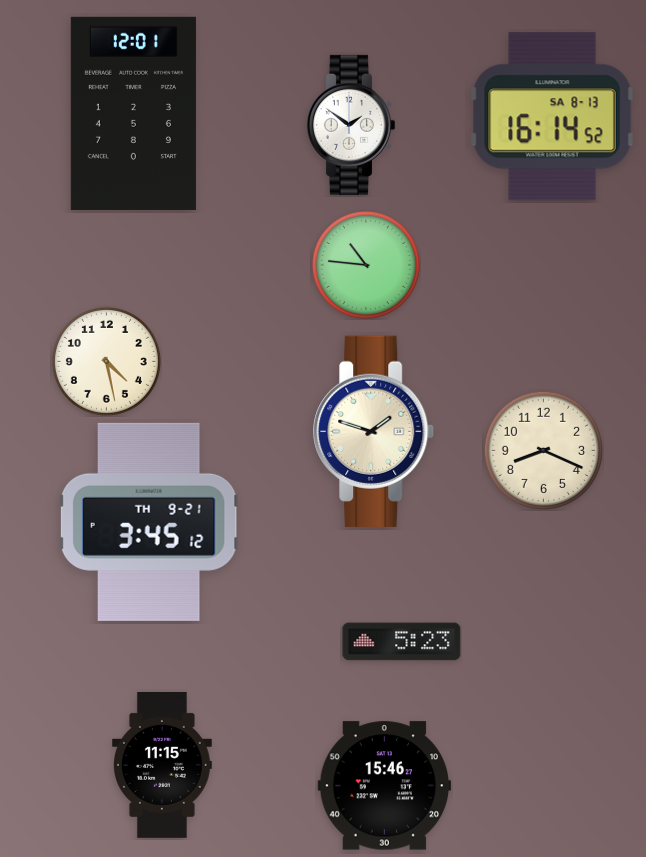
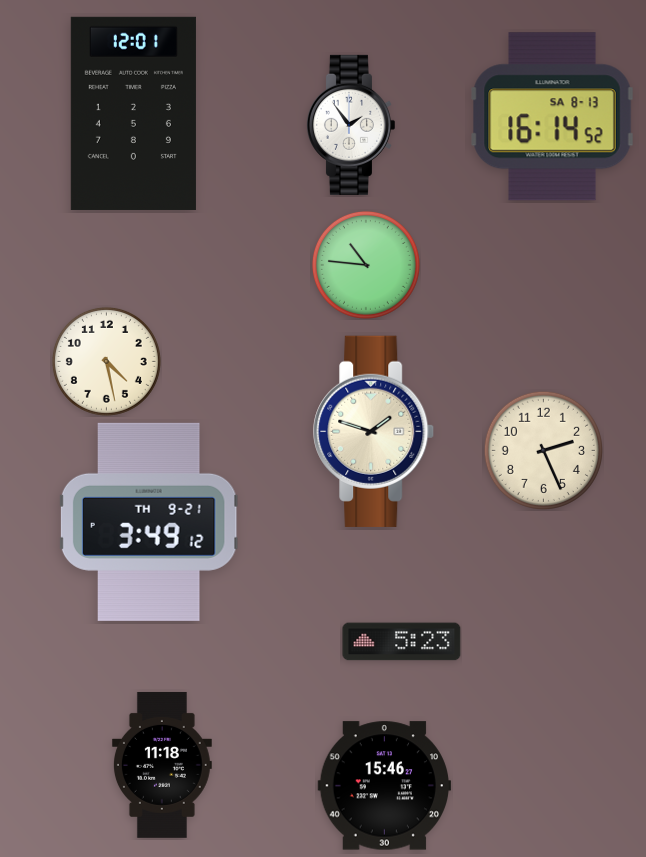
clock at (350, 125): 1:51 -> 1:54
clock at (543, 450): 8:19 -> 2:26
clock at (149, 522): 3:45 -> 3:49
clock at (162, 765): 11:15 -> 11:18
